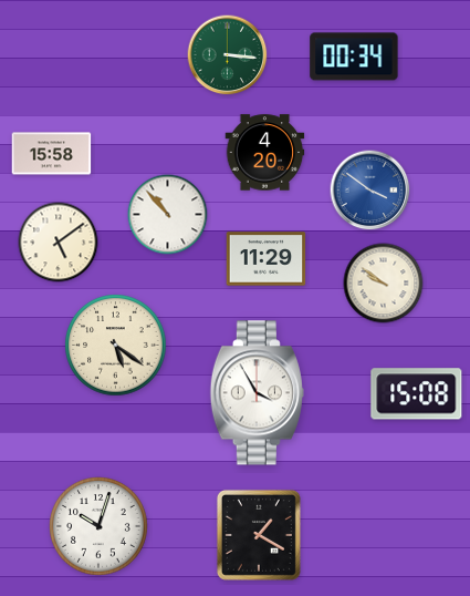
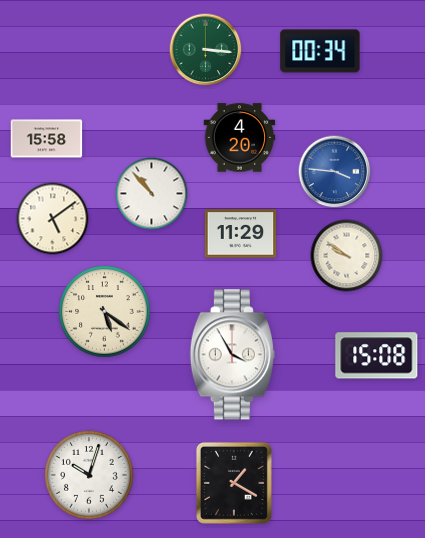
clock at (370, 191): 3:51 -> 3:46
